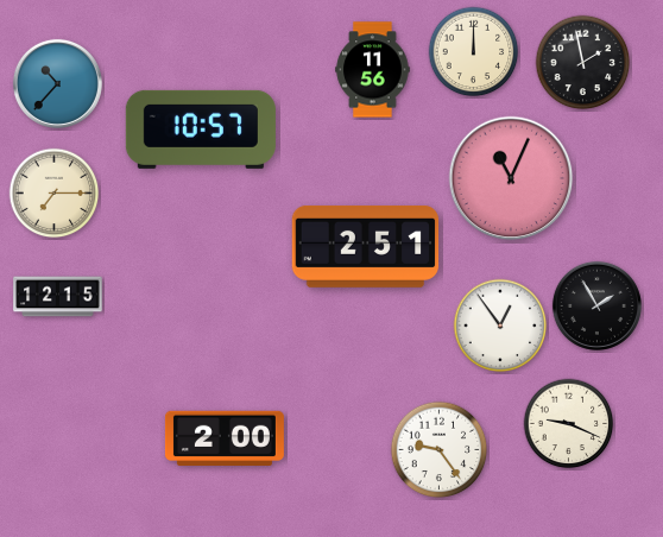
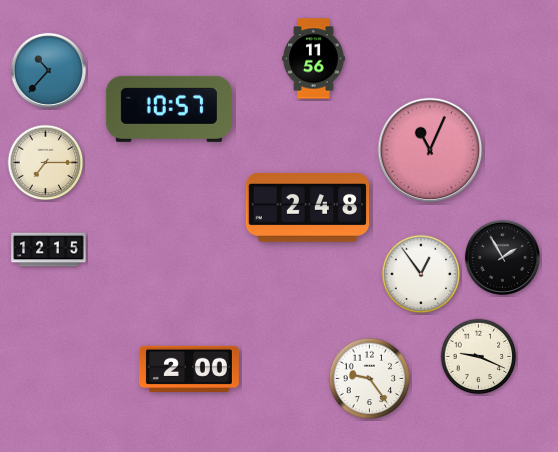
clock at (474, 52): 12:00 -> none
clock at (583, 63): 1:58 -> none
clock at (366, 246): 2:51 -> 2:48
